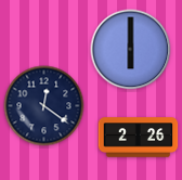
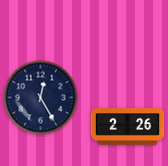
clock at (131, 50): 6:00 -> none
clock at (44, 106): 12:21 -> 12:25
